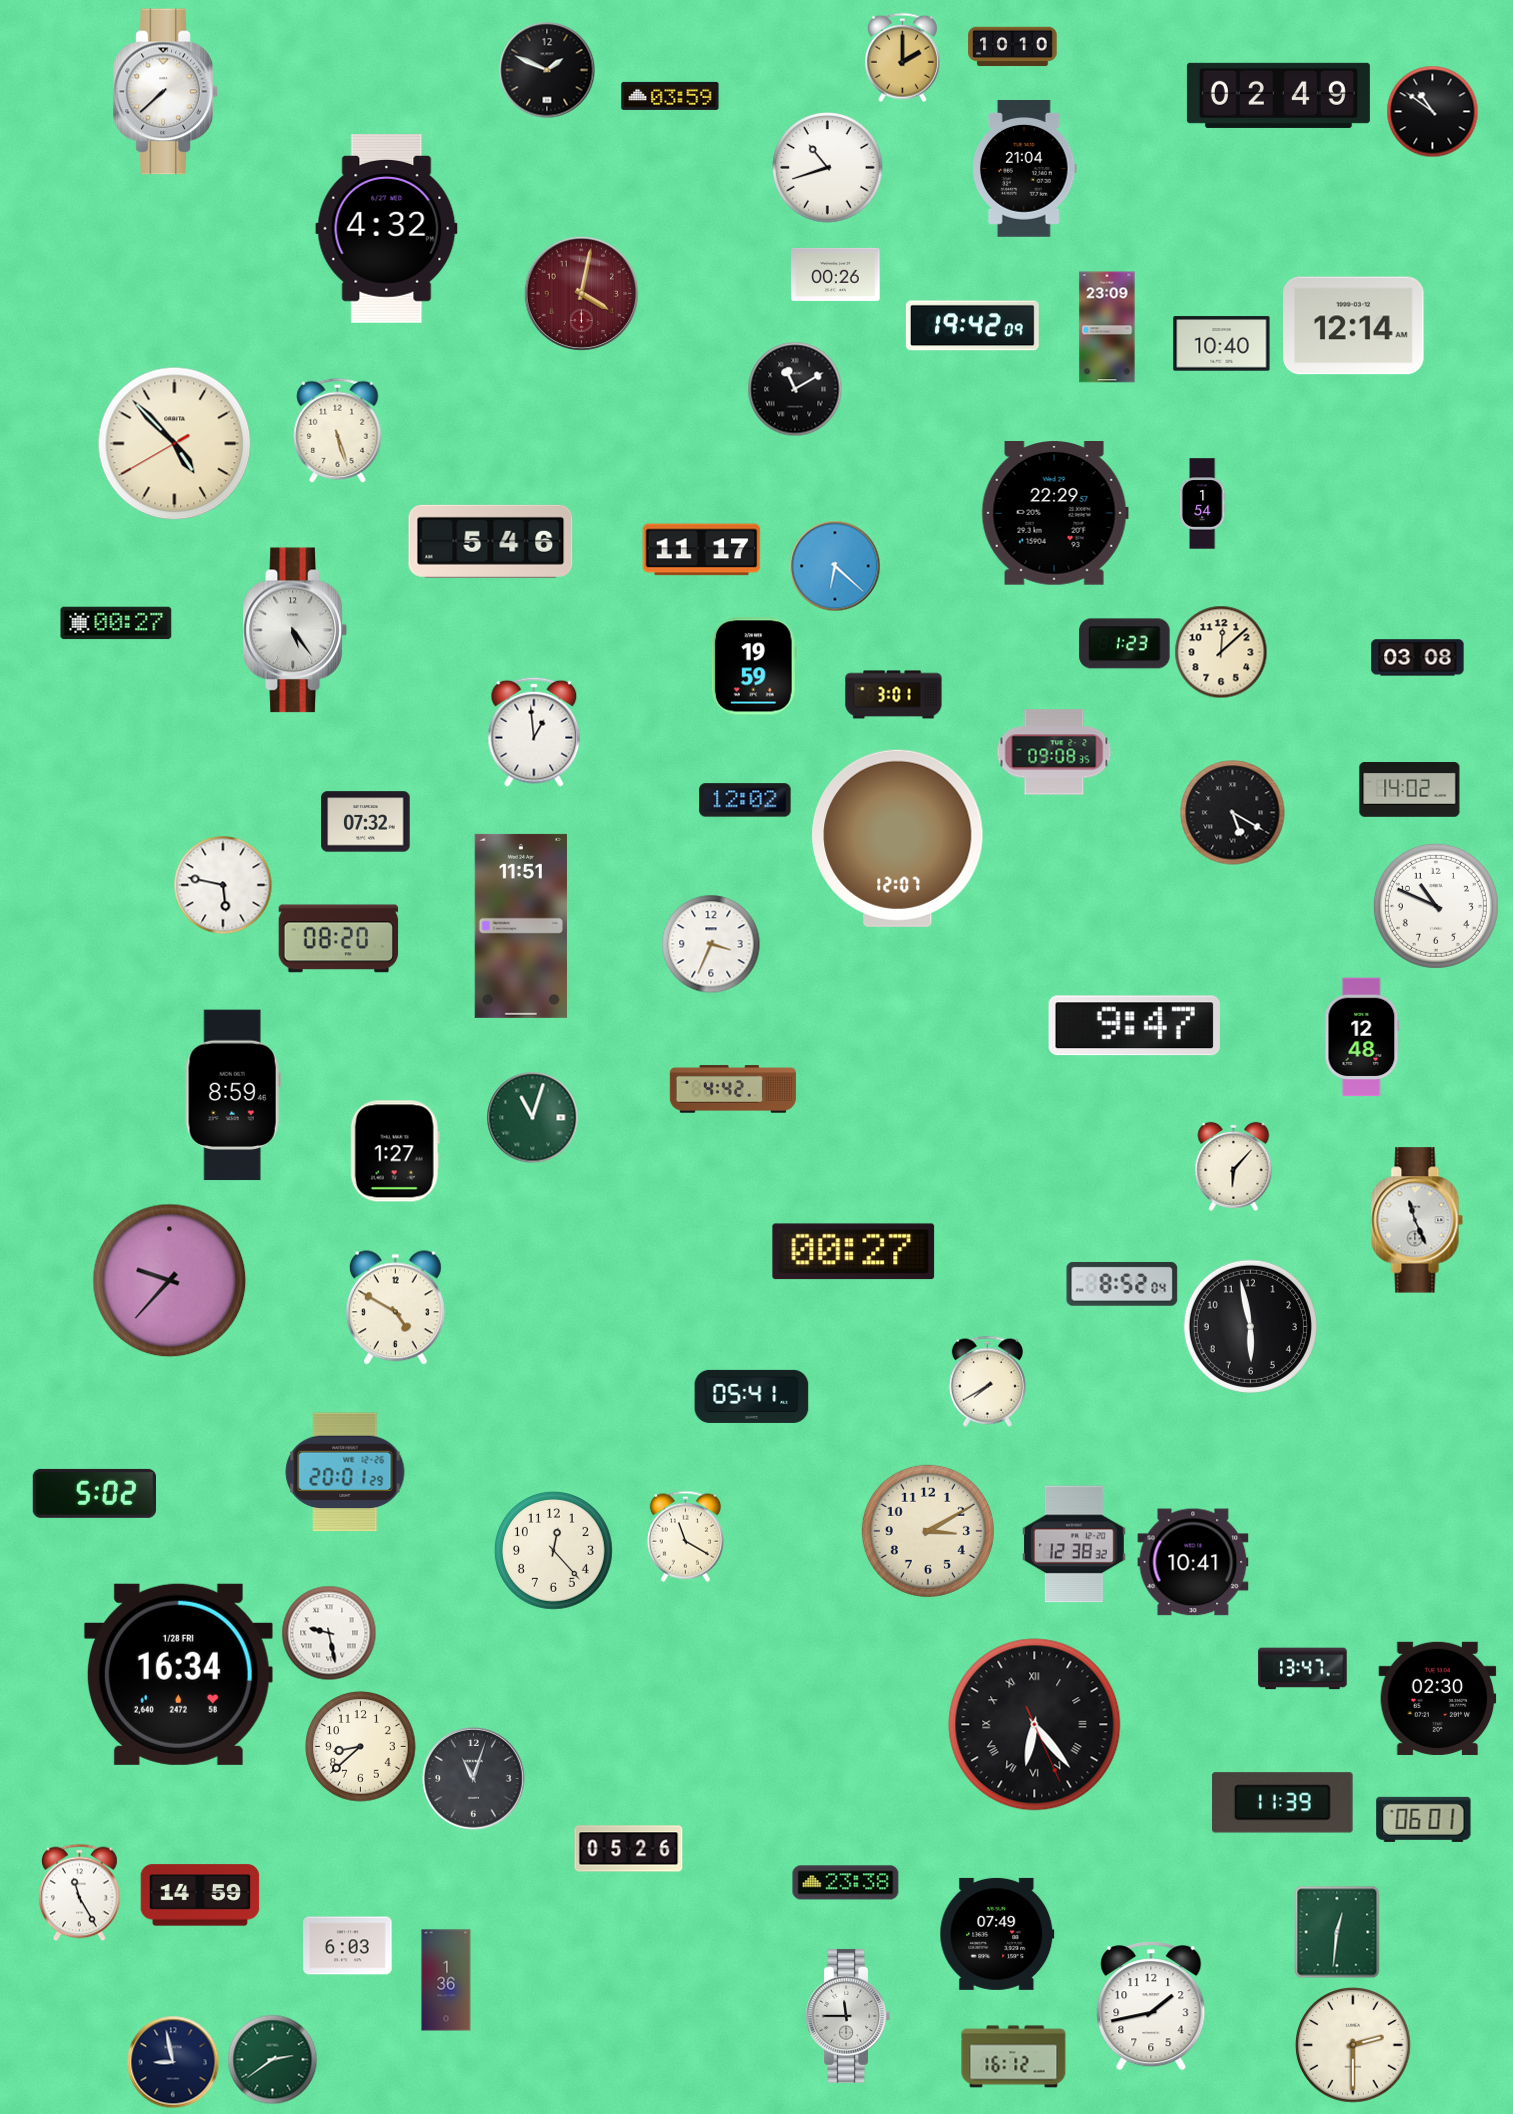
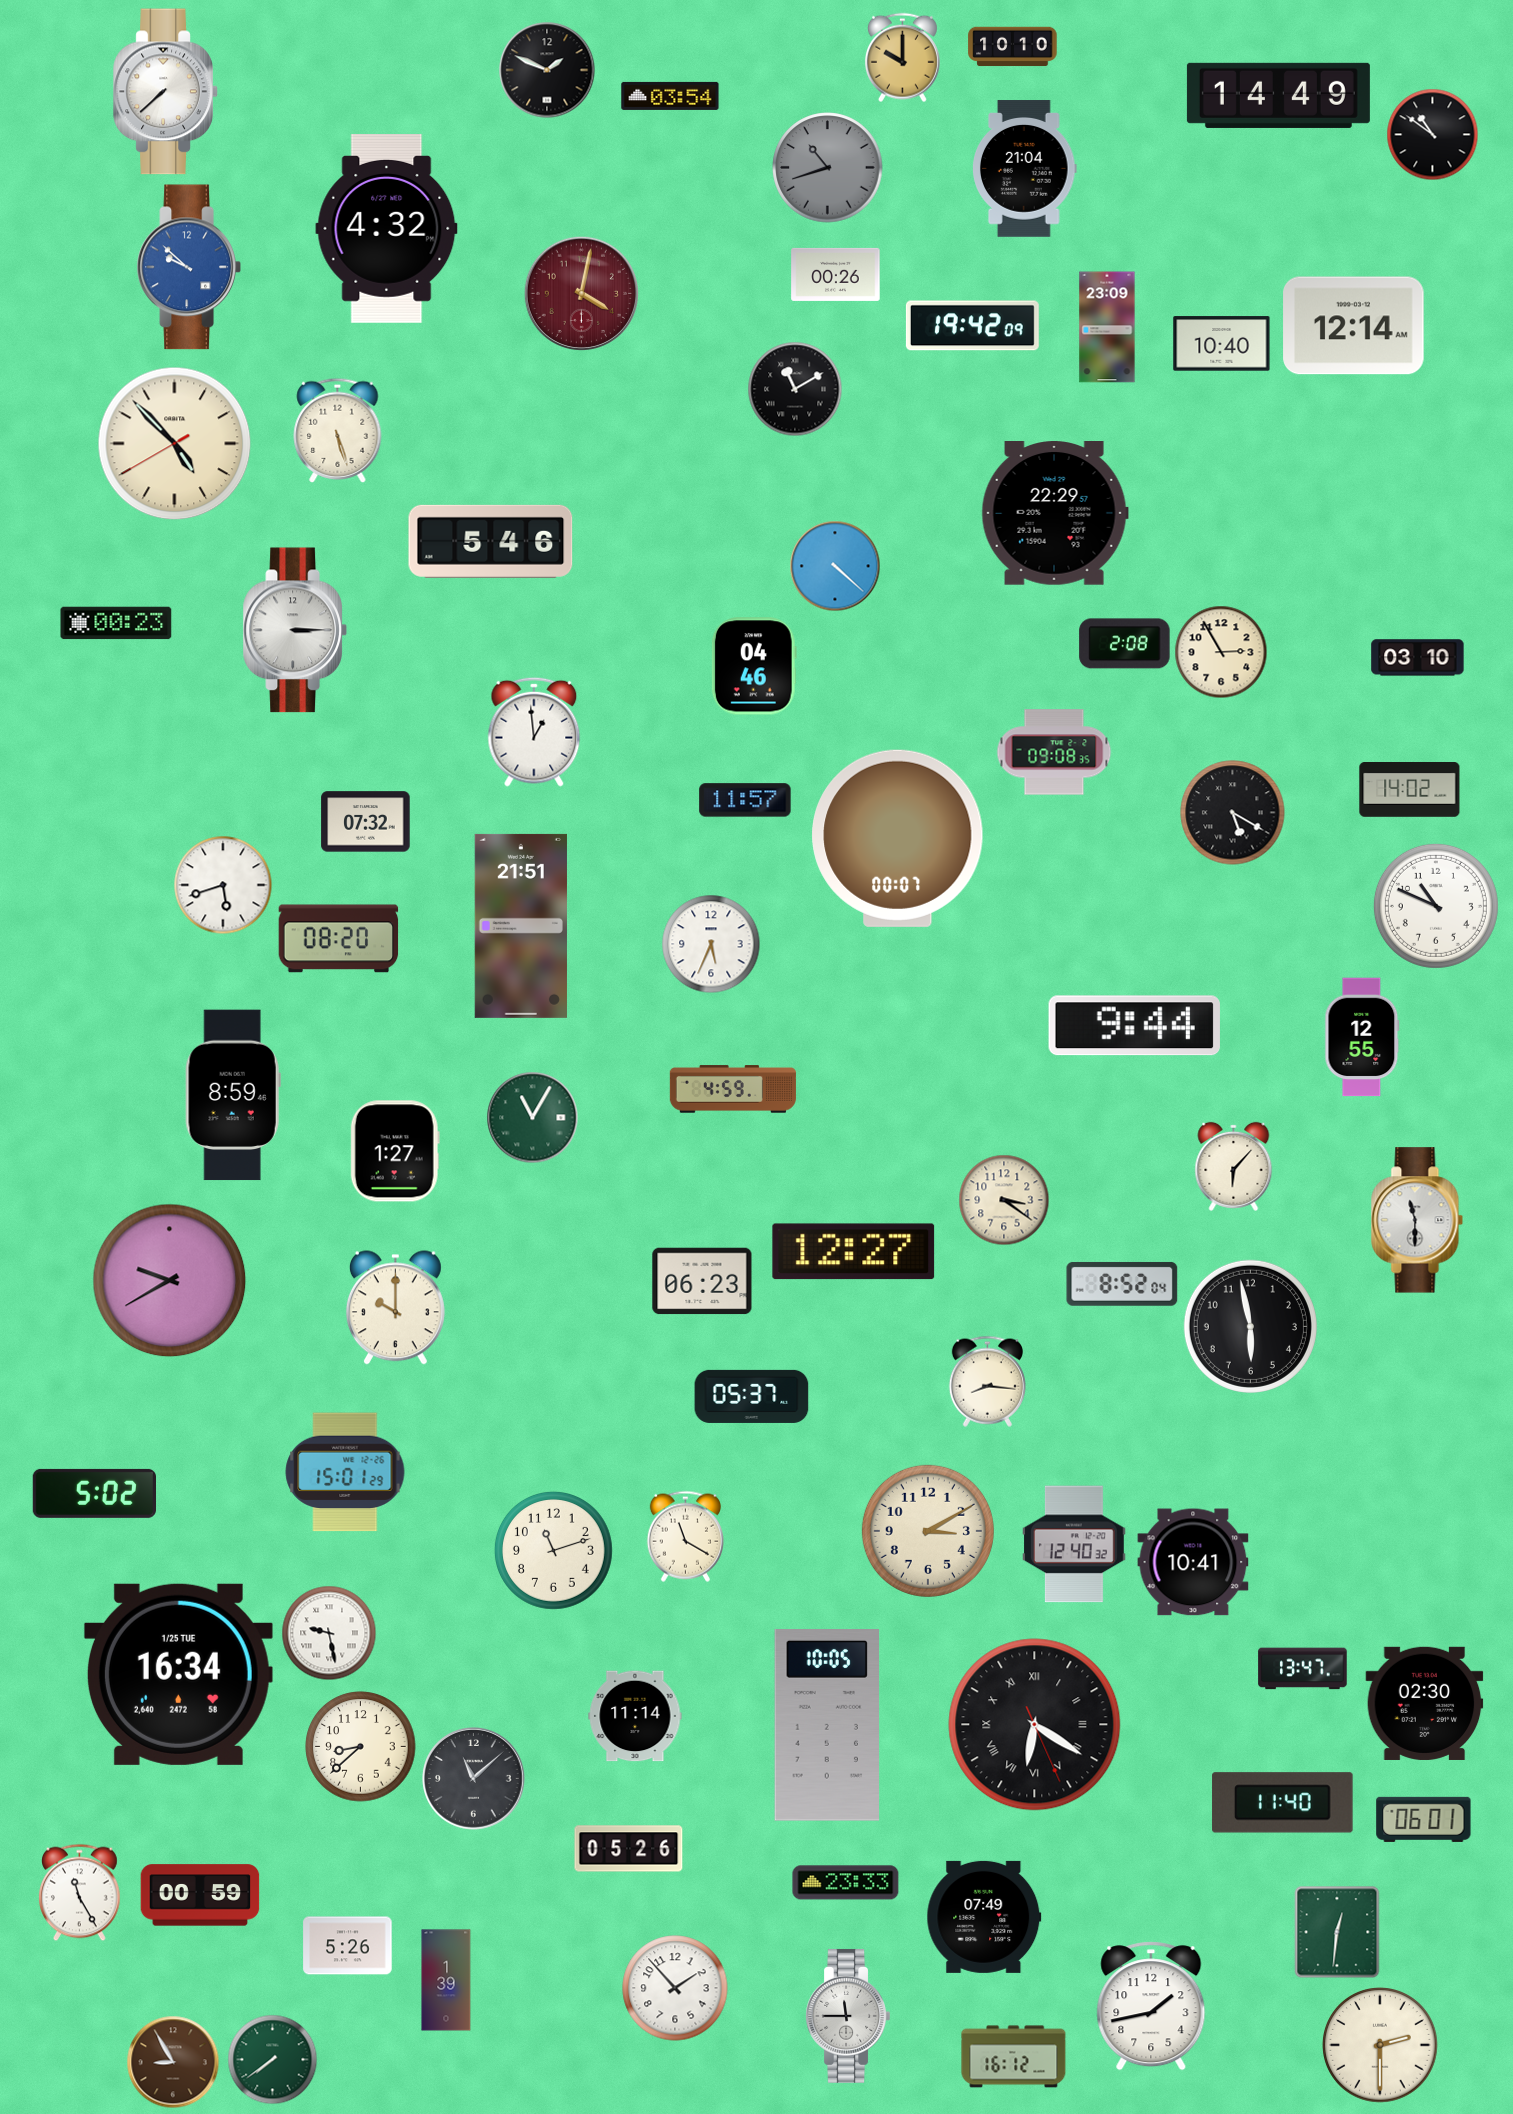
clock at (902, 57): 2:00 -> 10:00
clock at (1278, 95): 02:49 -> 14:49
clock at (670, 96): 03:59 -> 03:54
clock at (1432, 111) position: (1432, 111) -> (1432, 134)
clock at (828, 168) dial: white -> grey
clock at (189, 267): none -> 9:52
clock at (1202, 504): 1:54 -> none
clock at (702, 550): 11:17 -> none
clock at (835, 566): 6:22 -> 4:22
clock at (116, 623): 00:27 -> 00:23
clock at (295, 630): 5:24 -> 3:15
clock at (1125, 644): 1:23 -> 2:08
clock at (1221, 652): 12:08 -> 2:55
clock at (1418, 658): 03:08 -> 03:10
clock at (754, 666): 19:59 -> 04:46
clock at (894, 695): 3:01 -> none
clock at (745, 800): 12:02 -> 11:57
clock at (898, 838): 12:07 -> 00:07
clock at (223, 885): 5:47 -> 5:42
clock at (521, 926): 11:51 -> 21:51
clock at (711, 944): 3:34 -> 5:34
clock at (1134, 1026): 9:47 -> 9:44
clock at (1362, 1037): 12:48 -> 12:55
clock at (733, 1089): 4:42 -> 4:59
clock at (532, 1117): 11:03 -> 11:05
clock at (1004, 1200): none -> 3:21
clock at (1417, 1220): 11:26 -> 11:30
clock at (854, 1252): 00:27 -> 12:27
clock at (170, 1281): 9:37 -> 9:40
clock at (702, 1281): none -> 06:23
clock at (395, 1308): 4:50 -> 10:00
clock at (987, 1381): 7:40 -> 8:16
clock at (752, 1396): 05:41 -> 05:37
clock at (345, 1472): 20:01 -> 15:01
clock at (1075, 1544): 12:38 -> 12:40
clock at (554, 1551): 12:23 -> 11:12
clock at (178, 1674) date: 1/28 FRI -> 1/25 TUE
clock at (1438, 1698) position: (1438, 1698) -> (1425, 1703)
clock at (635, 1716): none -> 11:14
clock at (1035, 1725): 6:23 -> 6:20
clock at (826, 1726): none -> 10:05
clock at (474, 1779): 11:03 -> 11:08
clock at (1283, 1803): 11:39 -> 11:40
clock at (846, 1883): 23:38 -> 23:33
clock at (200, 1895): 14:59 -> 00:59
clock at (997, 1934) position: (997, 1934) -> (984, 1917)
clock at (348, 1946): 6:03 -> 5:26
clock at (446, 1980): 1:36 -> 1:39
clock at (675, 1988): none -> 1:53
clock at (1353, 2045) position: (1353, 2045) -> (1380, 2045)
clock at (272, 2059): 2:39 -> 7:39
clock at (173, 2062): 8:58 -> 8:55
clock at (173, 2062) dial: navy -> brown
